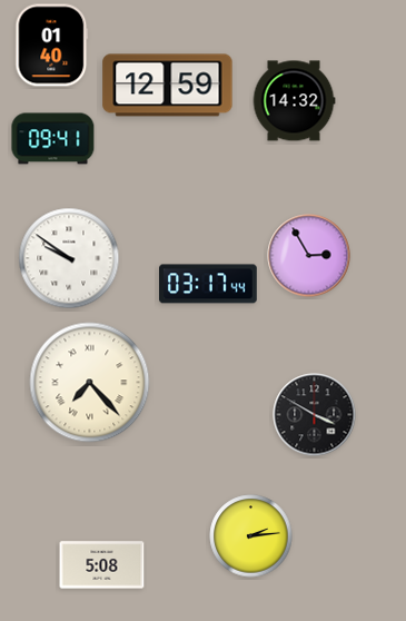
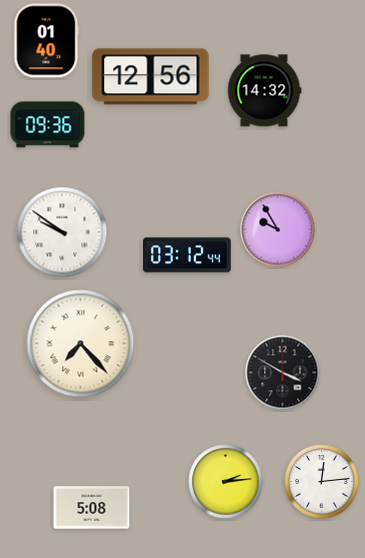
clock at (168, 86): 12:59 -> 12:56
clock at (53, 139): 09:41 -> 09:36
clock at (309, 256): 2:55 -> 9:55
clock at (209, 284): 03:17 -> 03:12
clock at (322, 482): none -> 12:14
